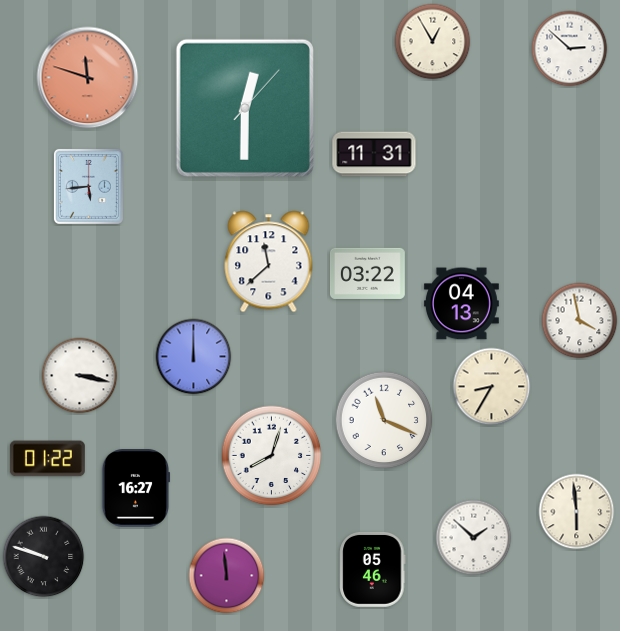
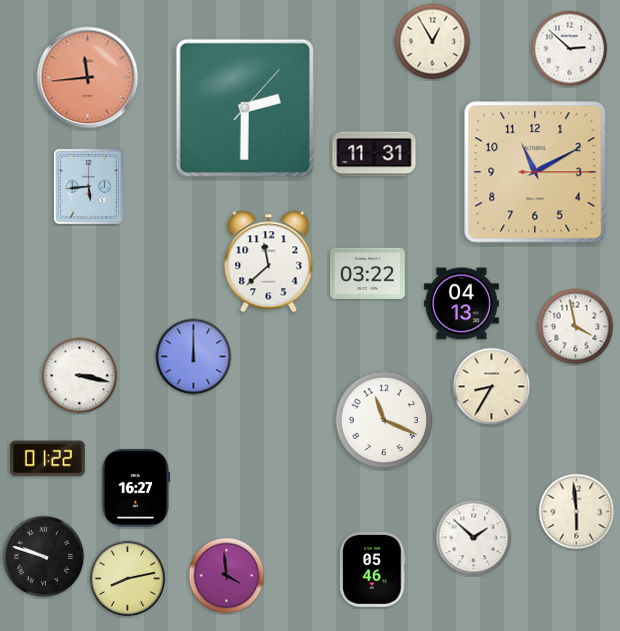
clock at (88, 78): 11:48 -> 11:44
clock at (245, 108): 12:30 -> 2:30
clock at (535, 172): none -> 11:10
clock at (580, 321) position: (580, 321) -> (576, 327)
clock at (272, 456): 8:03 -> none
clock at (227, 576): 11:59 -> 3:59
clock at (128, 579): none -> 8:13
